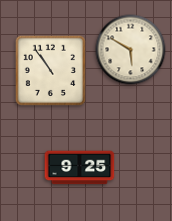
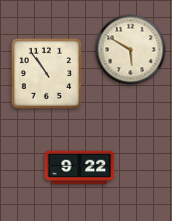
clock at (50, 70) position: (50, 70) -> (46, 73)
clock at (80, 168): 9:25 -> 9:22
